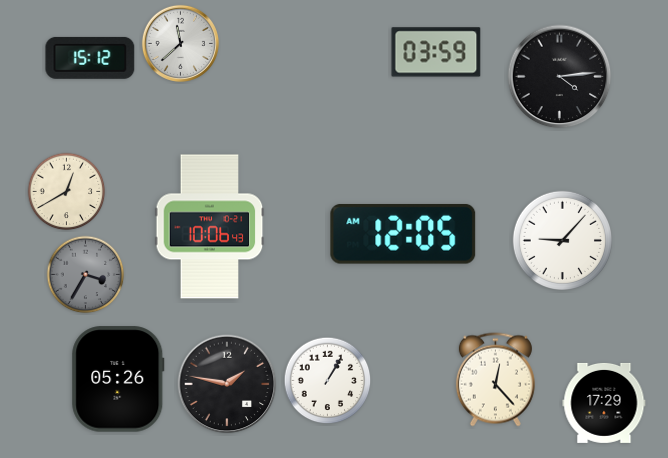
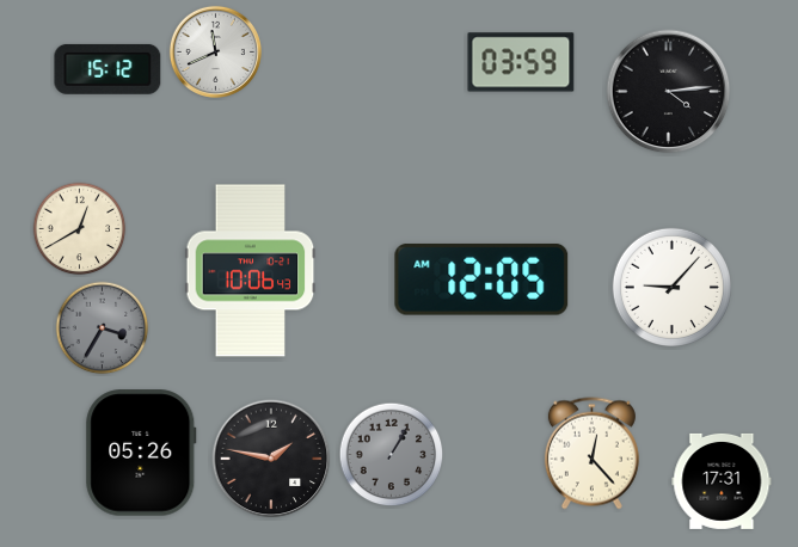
clock at (180, 43): 11:38 -> 11:41
clock at (328, 381) dial: white -> grey
clock at (604, 403): 17:29 -> 17:31
